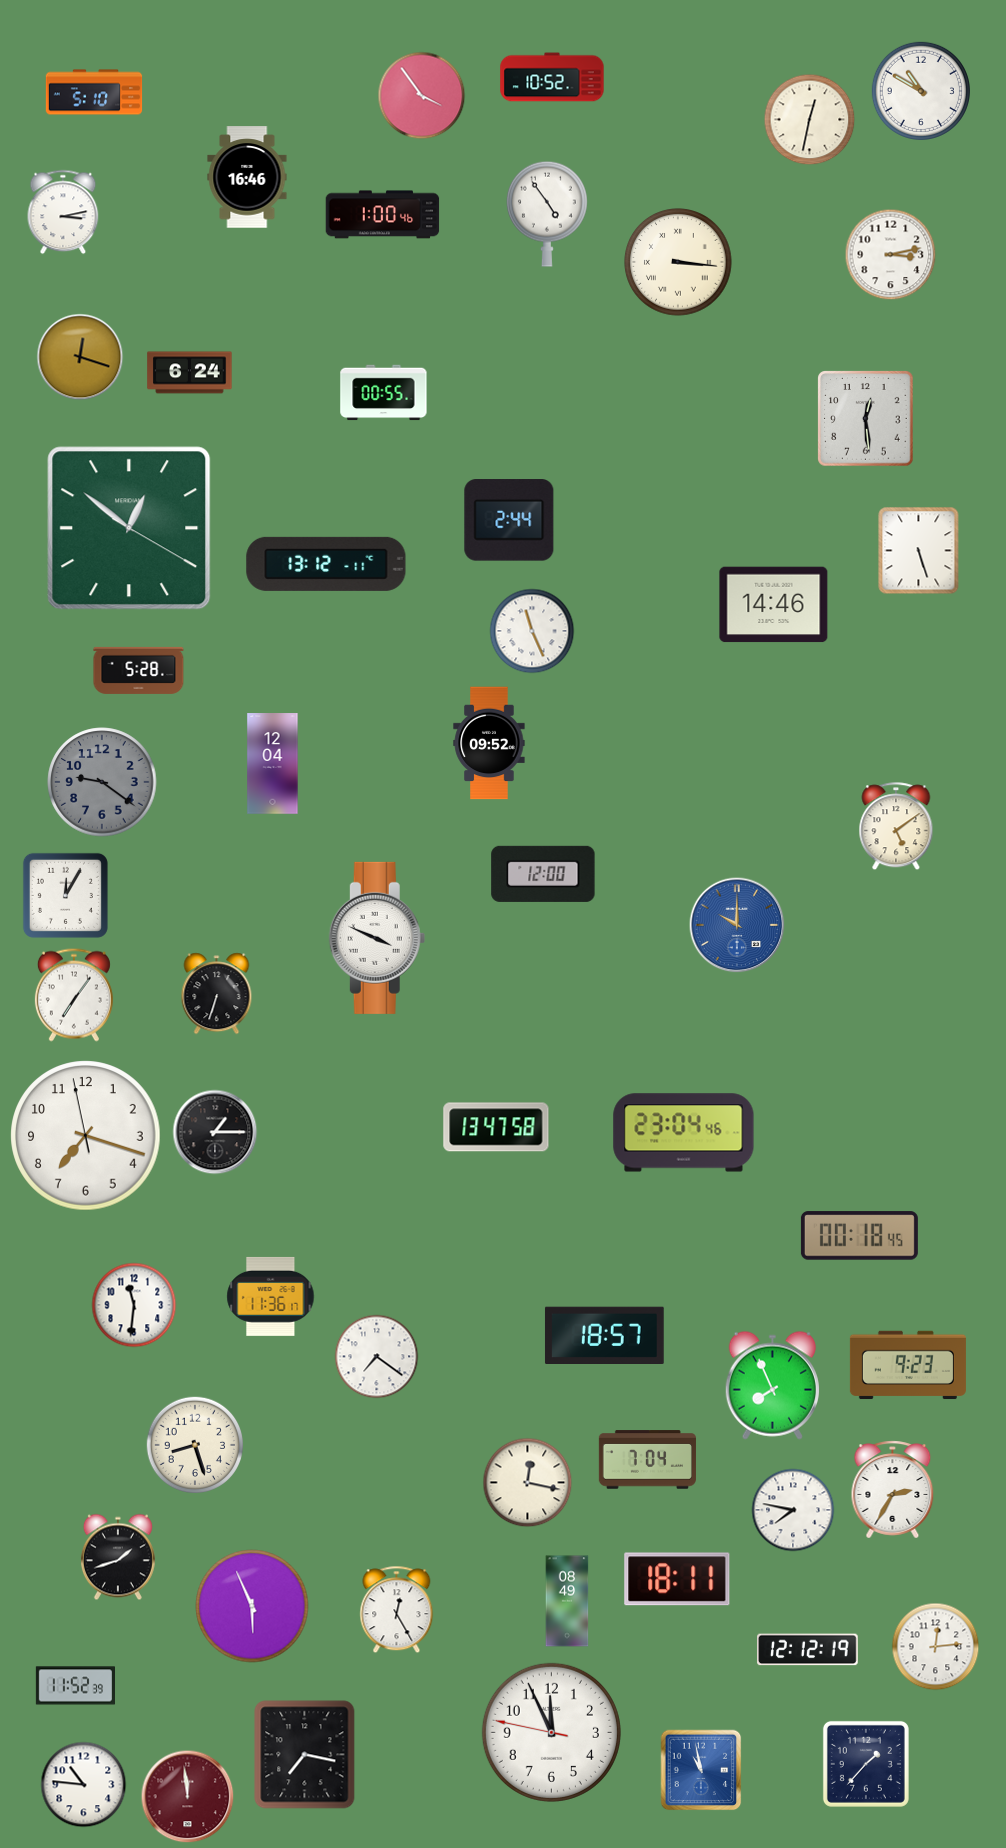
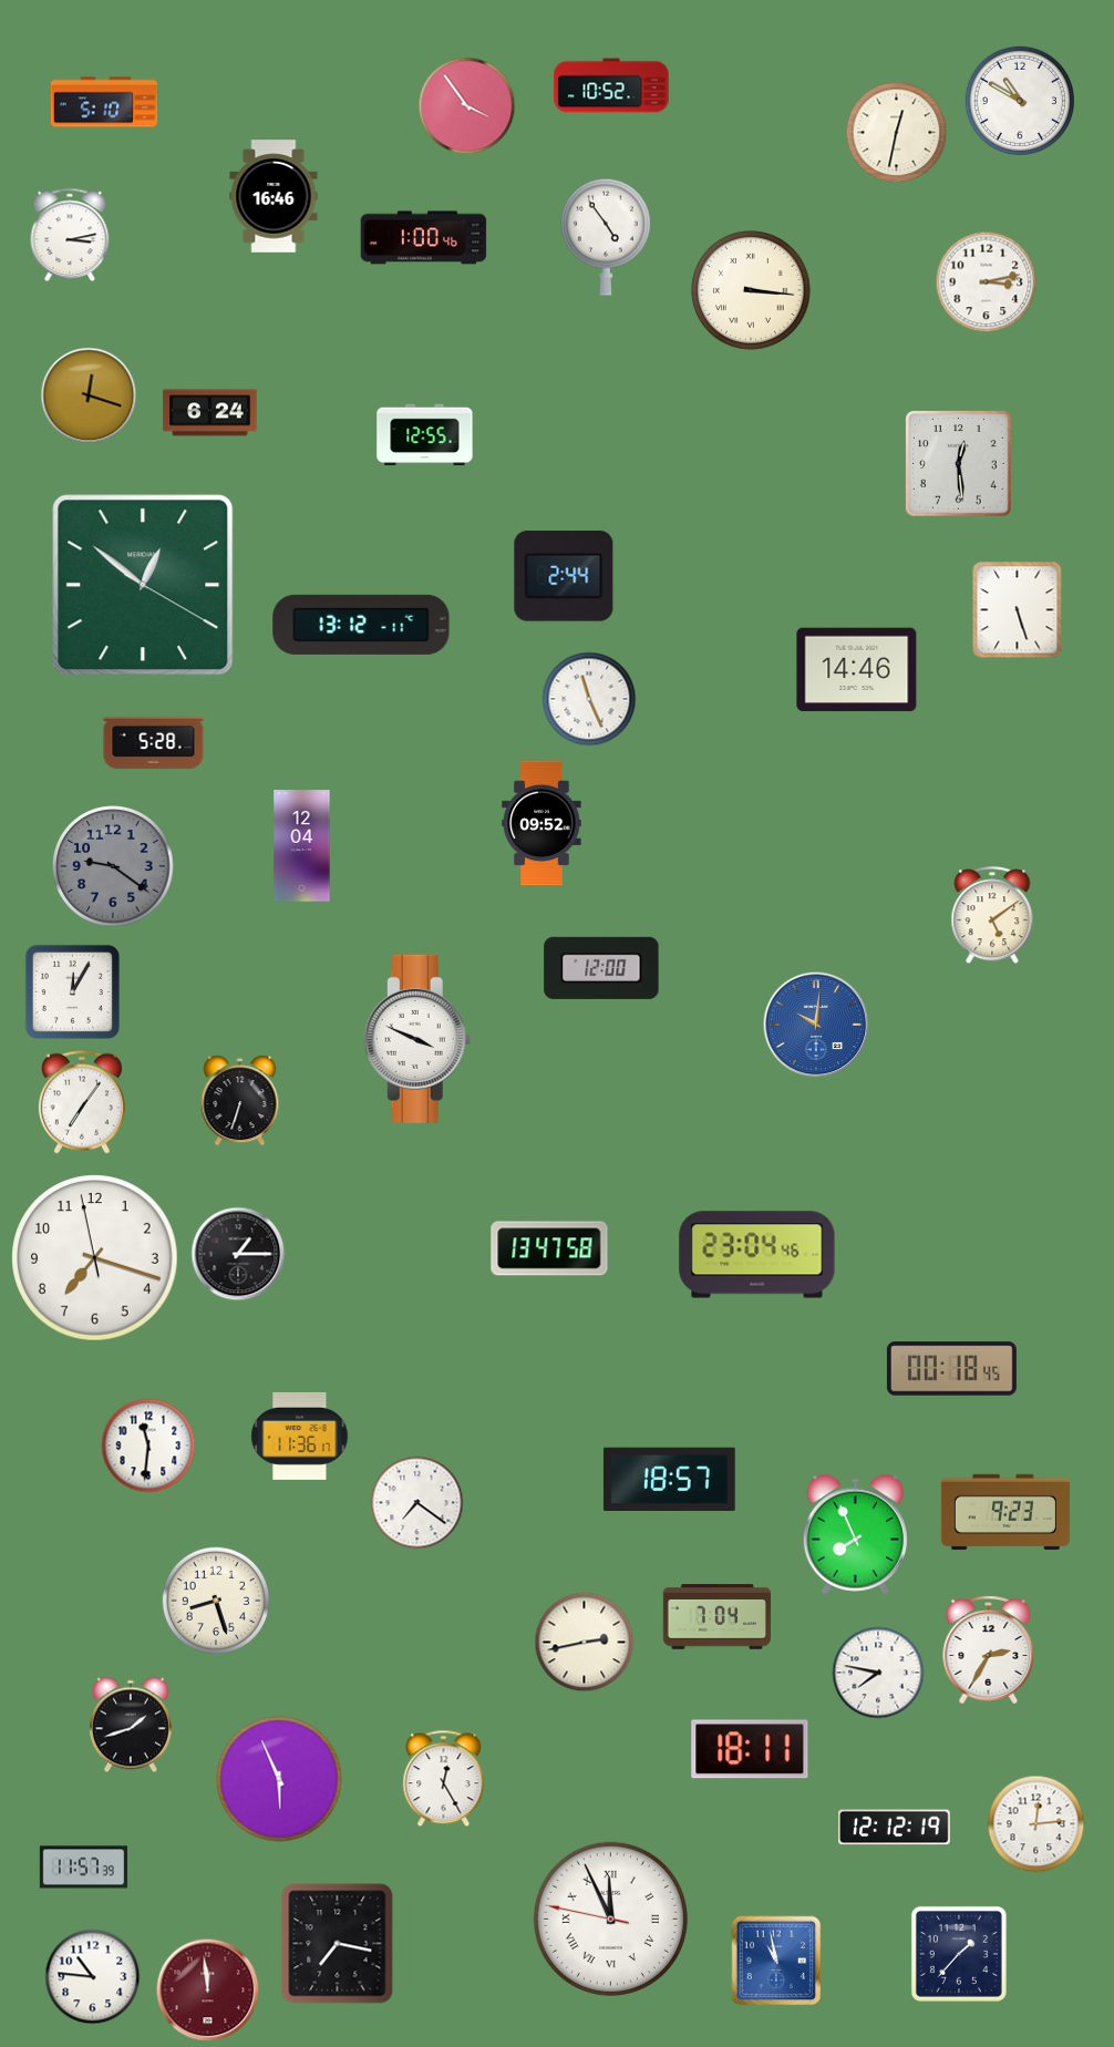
clock at (384, 393): 00:55 -> 12:55
clock at (737, 925): 10:00 -> 10:01
clock at (528, 1483): 12:17 -> 2:43
clock at (567, 1601): 08:49 -> none
clock at (397, 1610) position: (397, 1610) -> (444, 1779)
clock at (75, 1686): 11:52 -> 11:57
clock at (551, 1732) numerals: Arabic -> Roman
